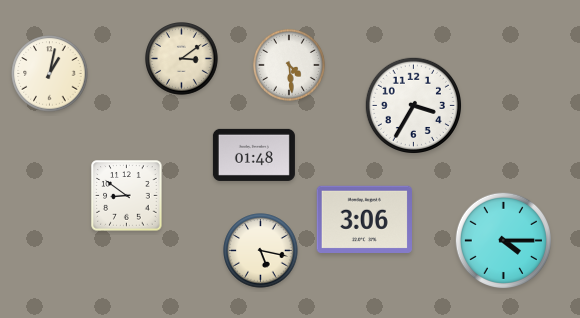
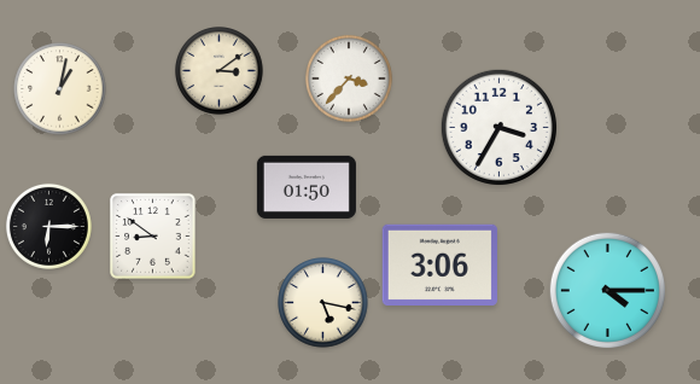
clock at (289, 65): 4:29 -> 3:37
clock at (254, 155): 01:48 -> 01:50
clock at (48, 226): none -> 6:15
clock at (261, 251) position: (261, 251) -> (323, 303)
